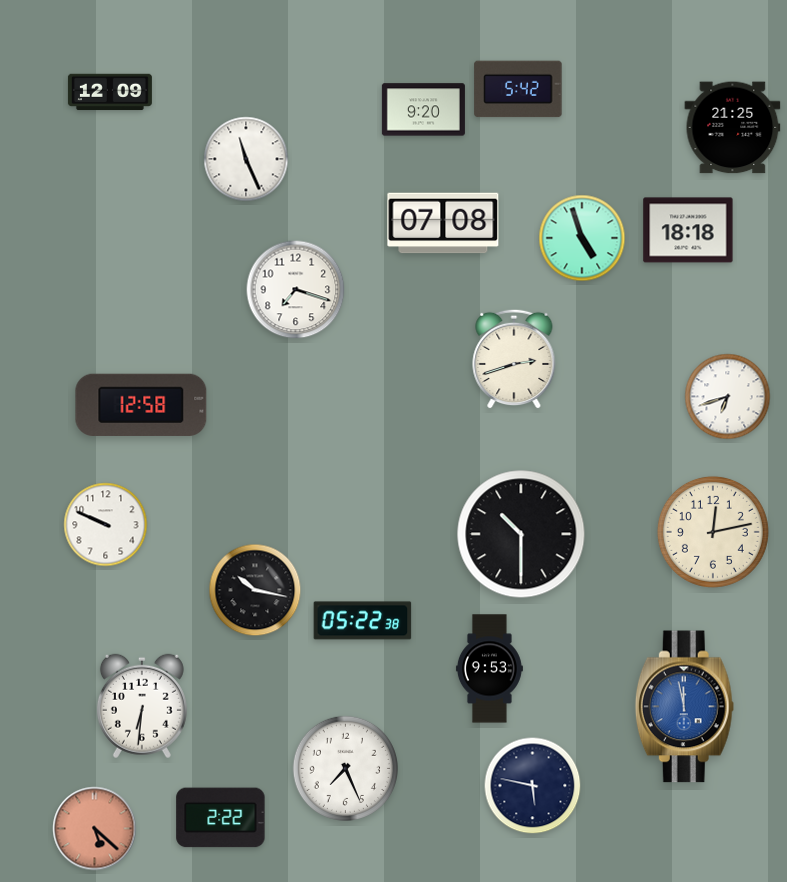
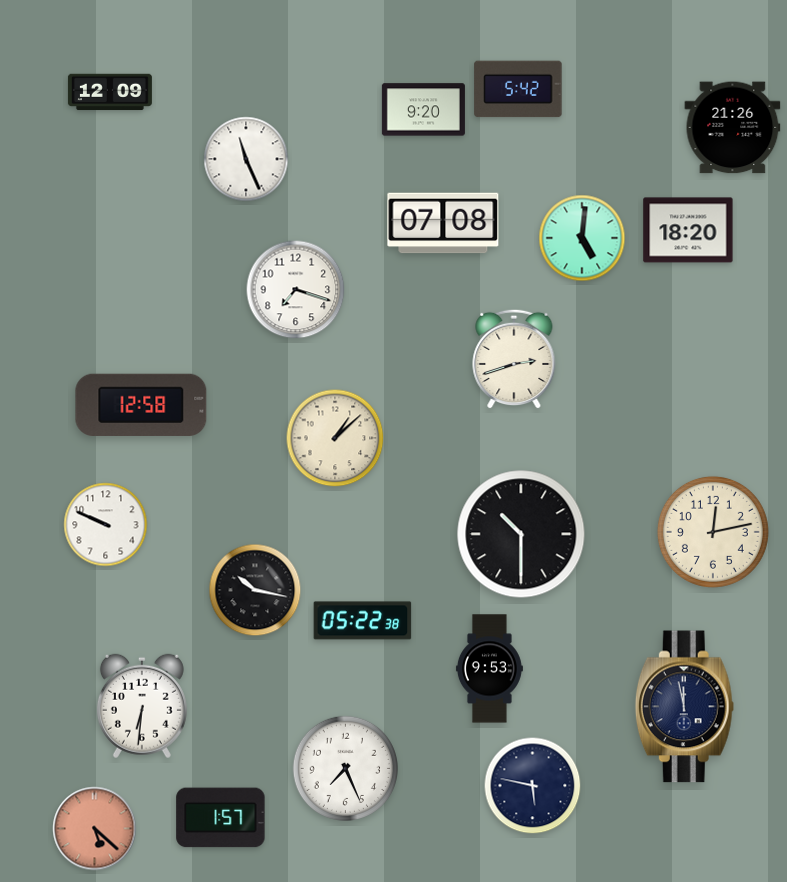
clock at (733, 128): 21:25 -> 21:26
clock at (688, 230): 18:18 -> 18:20
clock at (582, 238): 4:57 -> 5:01
clock at (728, 397): 6:42 -> none
clock at (335, 438): none -> 1:08
clock at (684, 707) dial: blue -> navy
clock at (221, 818): 2:22 -> 1:57
